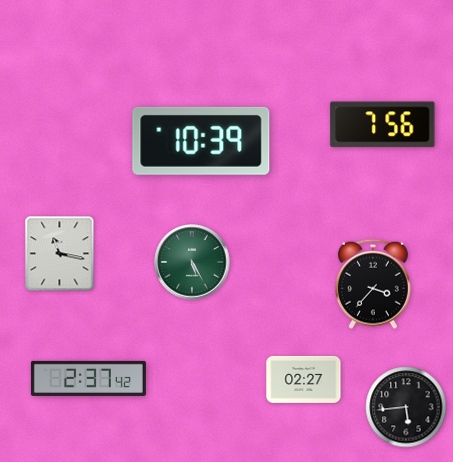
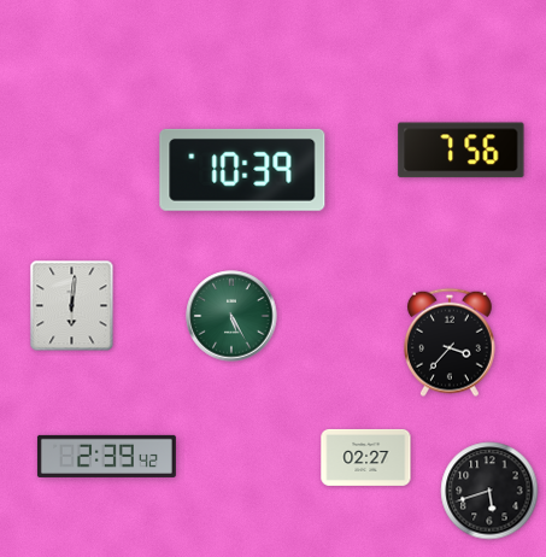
clock at (60, 254): 11:17 -> 6:01
clock at (88, 378): 2:37 -> 2:39
clock at (406, 407): 5:44 -> 5:42
